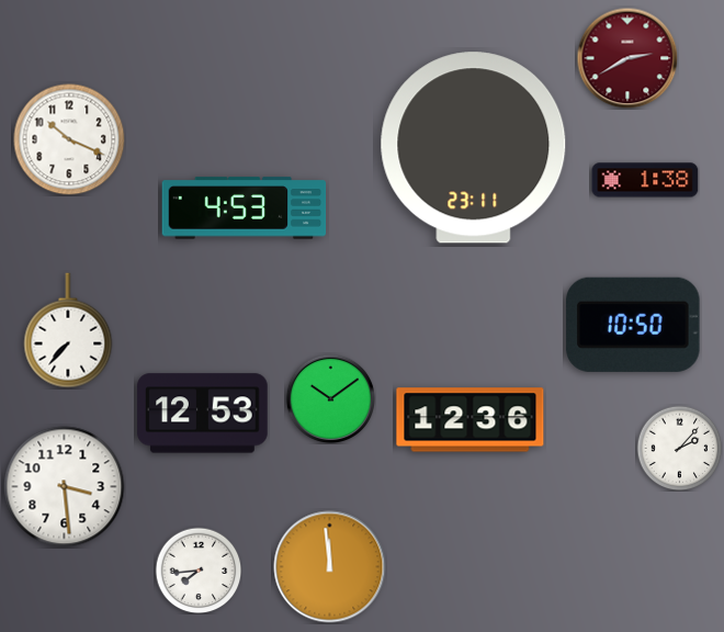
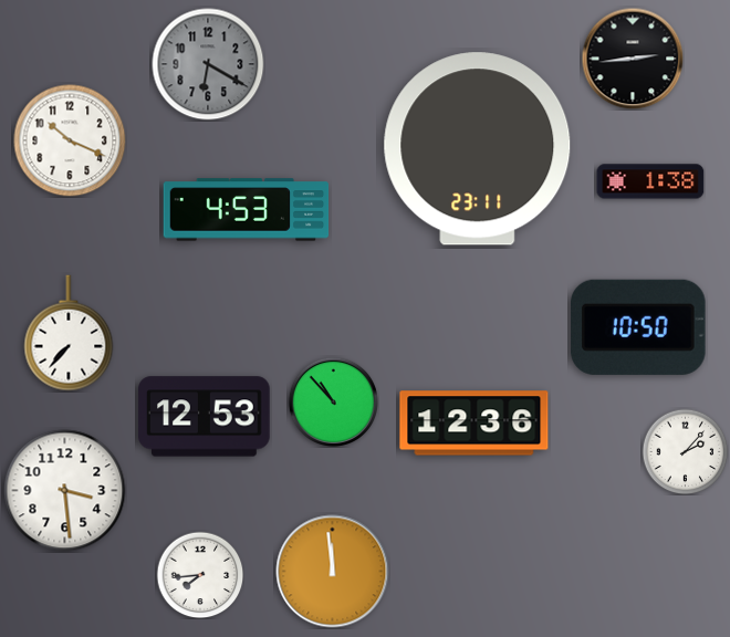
clock at (627, 58): 2:40 -> 2:44
clock at (627, 58) dial: burgundy -> black
clock at (208, 64): none -> 6:20
clock at (330, 398): 10:09 -> 10:53
